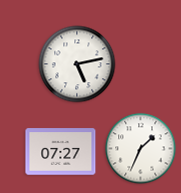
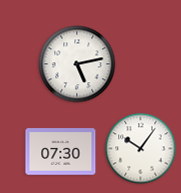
clock at (141, 149): 1:34 -> 10:06
clock at (61, 152): 07:27 -> 07:30
